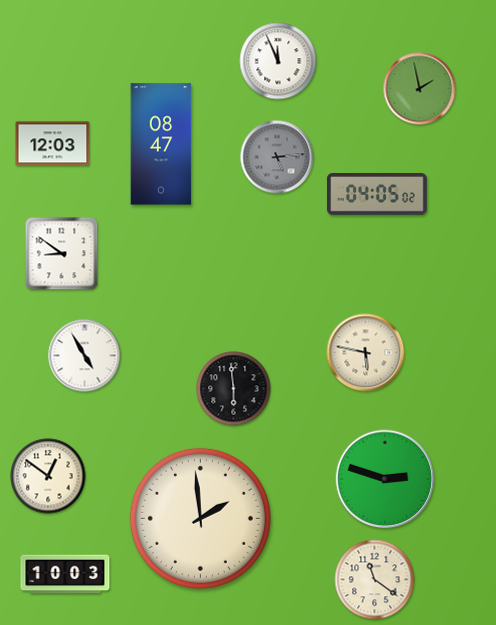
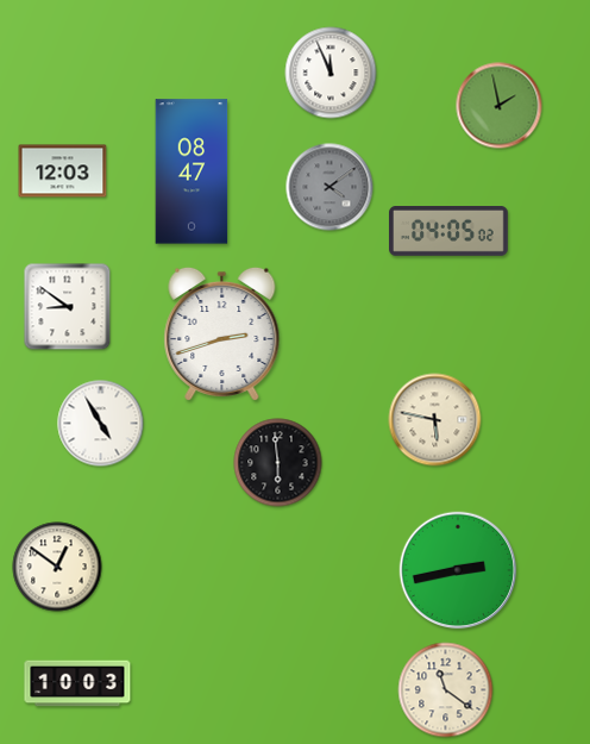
clock at (277, 157): 5:14 -> 4:09
clock at (62, 254) position: (62, 254) -> (68, 307)
clock at (222, 333): none -> 2:42
clock at (385, 479): 2:48 -> 2:43
clock at (200, 518): 1:59 -> none
